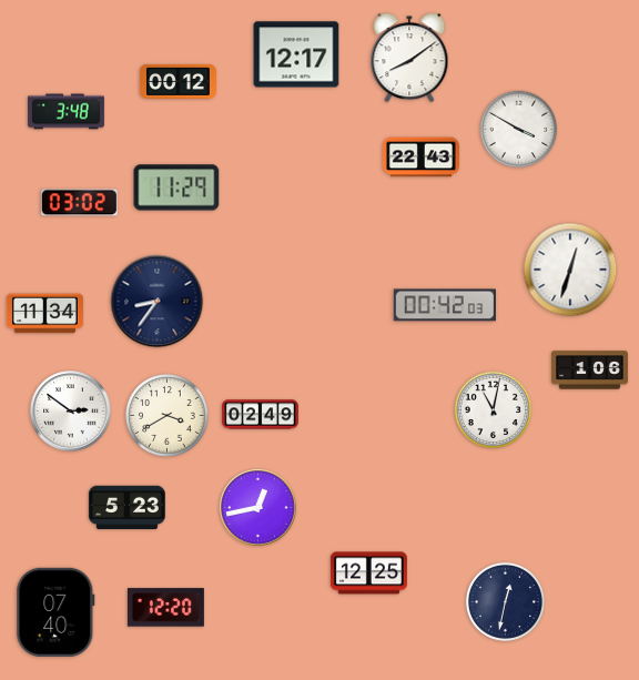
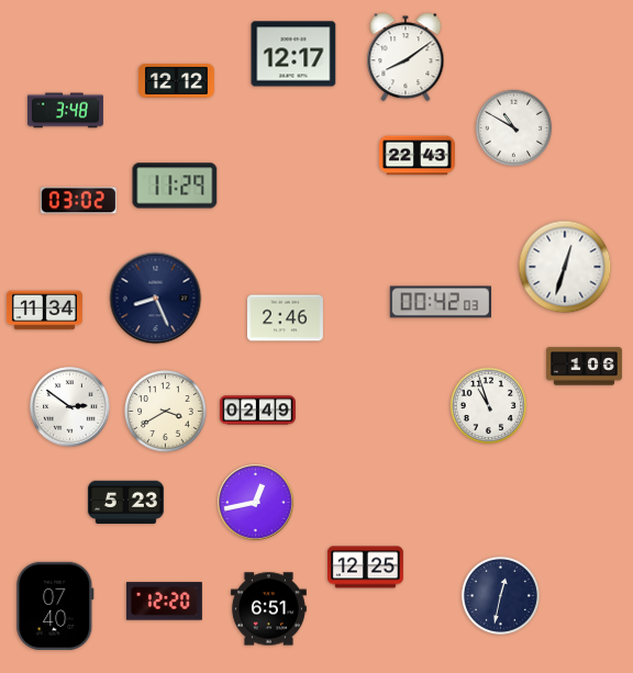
clock at (177, 81): 00:12 -> 12:12
clock at (519, 130): 3:50 -> 10:50
clock at (158, 302): 8:36 -> 8:26
clock at (285, 318): none -> 2:46
clock at (494, 410): 11:02 -> 10:57
clock at (268, 609): none -> 6:51
